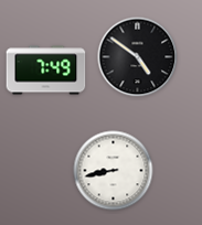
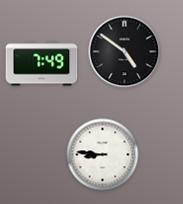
clock at (114, 171): 8:43 -> 8:46
